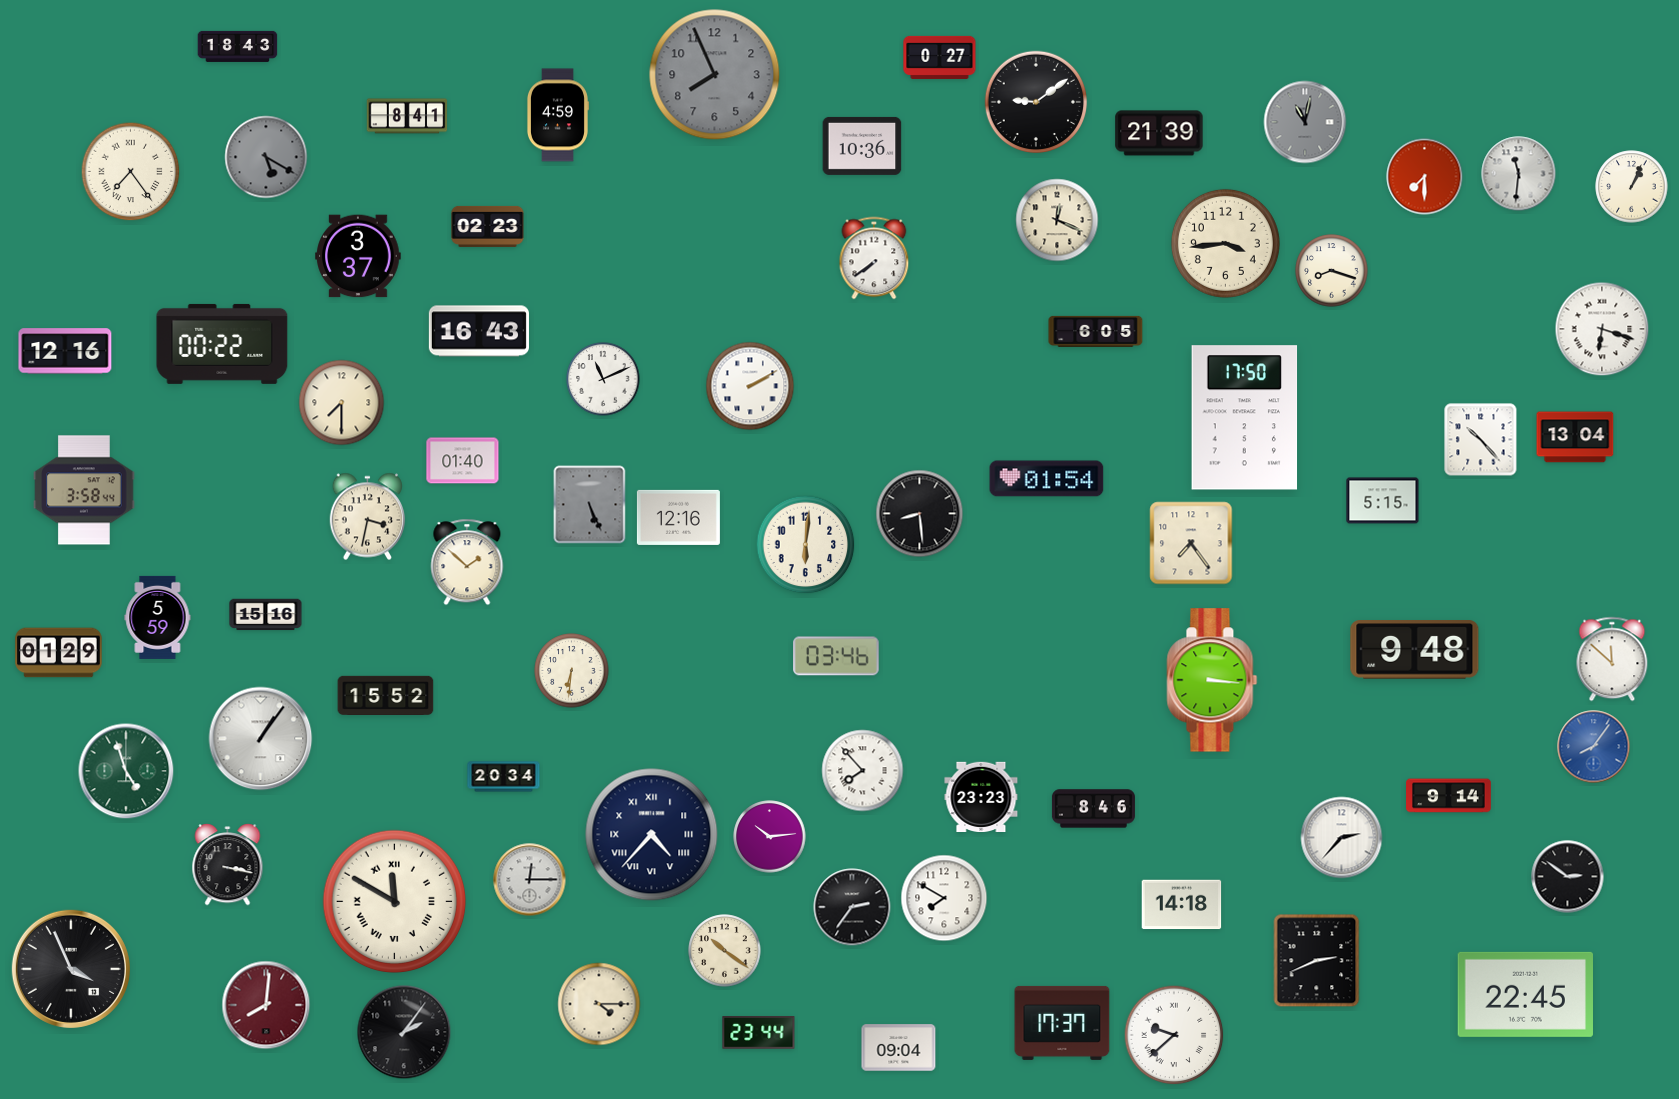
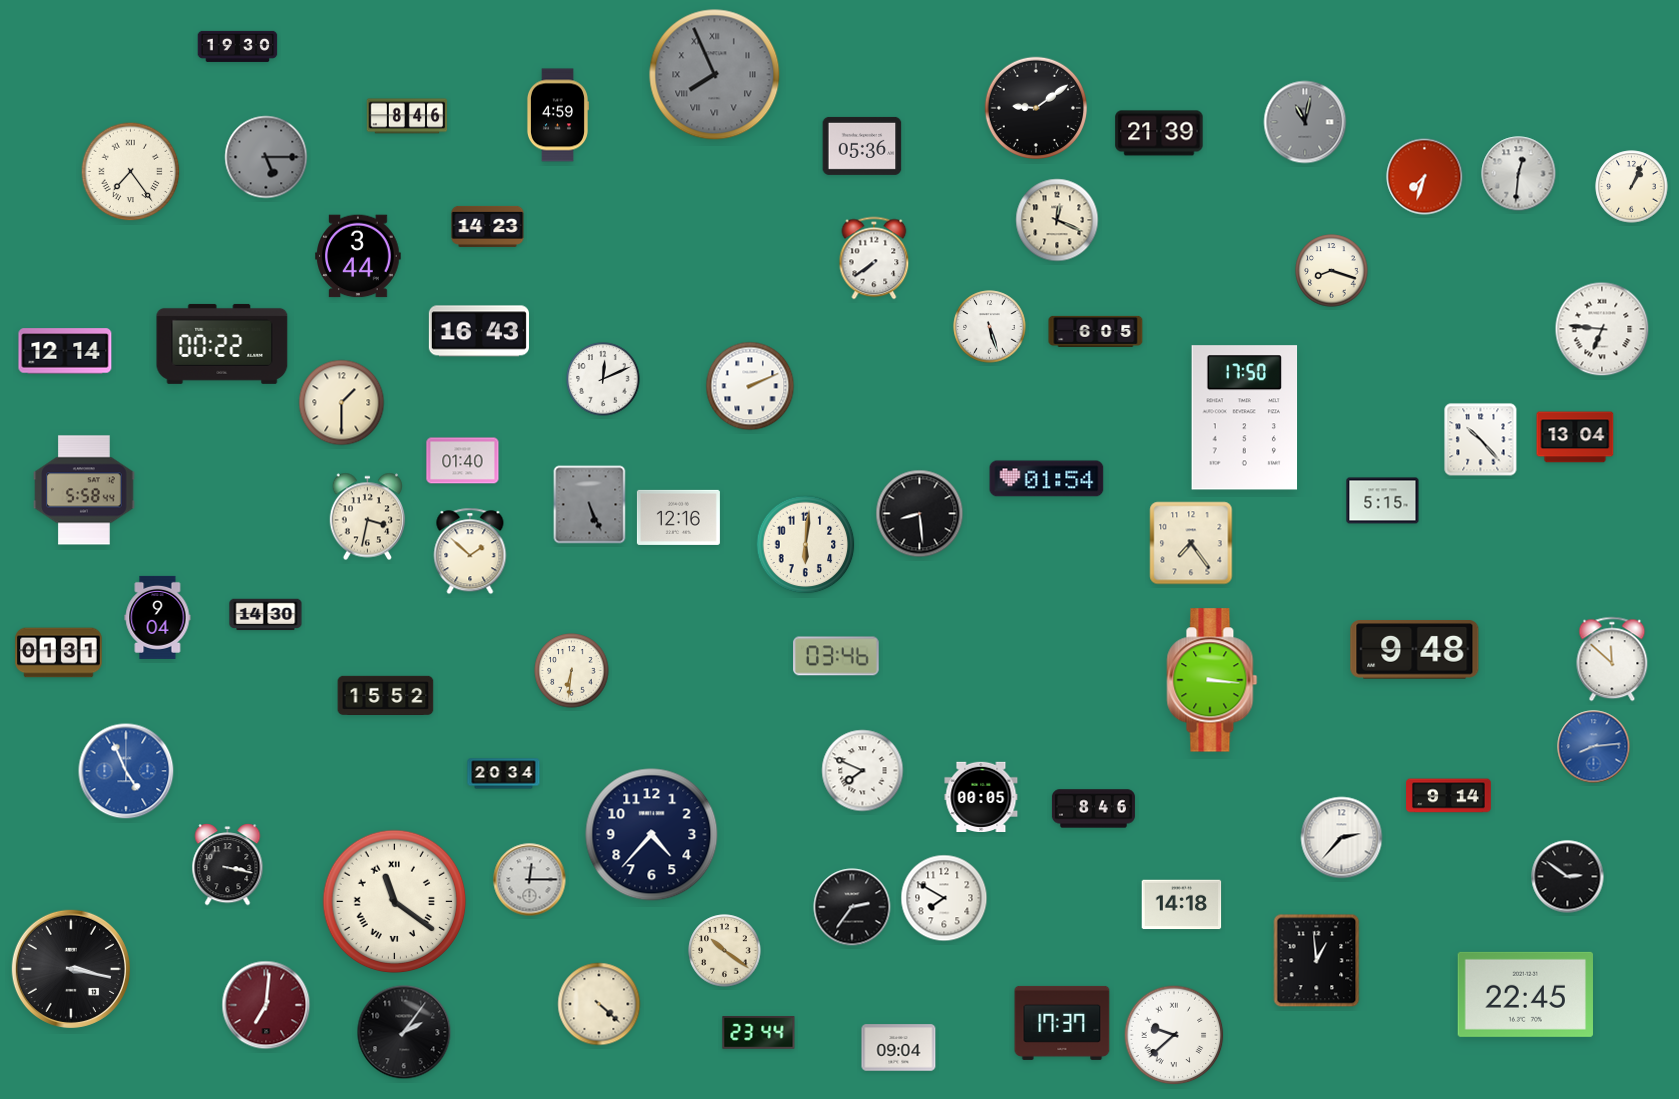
clock at (238, 46): 18:43 -> 19:30
clock at (940, 57): 0:27 -> none
clock at (715, 75) numerals: Arabic -> Roman
clock at (1036, 102) position: (1036, 102) -> (1036, 108)
clock at (407, 116): 8:41 -> 8:46
clock at (862, 146): 10:36 -> 05:36
clock at (266, 157): 5:20 -> 5:15
clock at (1519, 174): 11:31 -> 12:31
clock at (1425, 177): 7:30 -> 7:33
clock at (488, 226): 02:23 -> 14:23
clock at (1225, 243): 3:44 -> none
clock at (358, 256): 3:37 -> 3:44
clock at (990, 327): none -> 5:27
clock at (1602, 329): 6:18 -> 6:46
clock at (65, 351): 12:16 -> 12:14
clock at (603, 379): 11:11 -> 12:11
clock at (750, 386): 2:10 -> 2:11
clock at (342, 403): 7:30 -> 1:30
clock at (84, 490): 3:58 -> 5:58
clock at (467, 562) position: (467, 562) -> (470, 551)
clock at (266, 615): 15:16 -> 14:30
clock at (158, 617): 5:59 -> 9:04
clock at (59, 653): 01:29 -> 01:31
clock at (261, 739): 1:06 -> none
clock at (1594, 747): 8:06 -> 8:14
clock at (126, 771): 4:57 -> 4:56
clock at (126, 771) dial: green -> blue
clock at (863, 771): 7:53 -> 7:49
clock at (504, 777) position: (504, 777) -> (504, 774)
clock at (981, 796): 23:23 -> 00:05
clock at (652, 835) numerals: Roman -> Arabic
clock at (770, 837): 10:14 -> none
clock at (395, 902): 11:50 -> 11:21
clock at (1317, 961): 2:41 -> 12:59
clock at (71, 969): 3:56 -> 3:17
clock at (599, 1004): 4:15 -> 4:22
clock at (266, 1005): 8:01 -> 7:01
